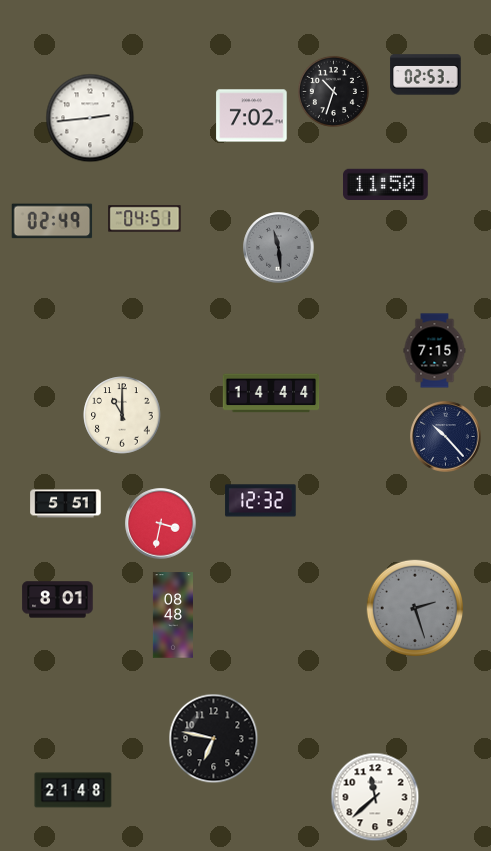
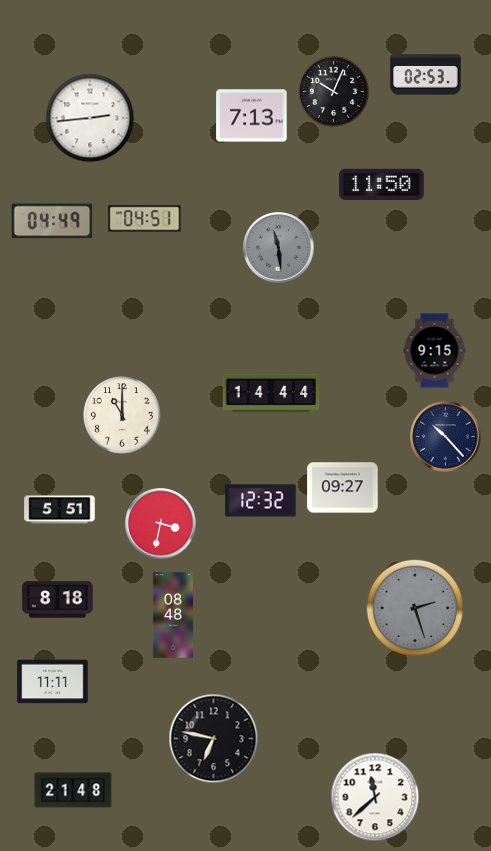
clock at (333, 91): 10:33 -> 10:04
clock at (252, 116): 7:02 -> 7:13
clock at (386, 184) position: (386, 184) -> (382, 184)
clock at (52, 221): 02:49 -> 04:49
clock at (435, 351): 7:15 -> 9:15
clock at (343, 488): none -> 09:27
clock at (66, 504) position: (66, 504) -> (60, 510)
clock at (58, 600): 8:01 -> 8:18
clock at (53, 682): none -> 11:11
